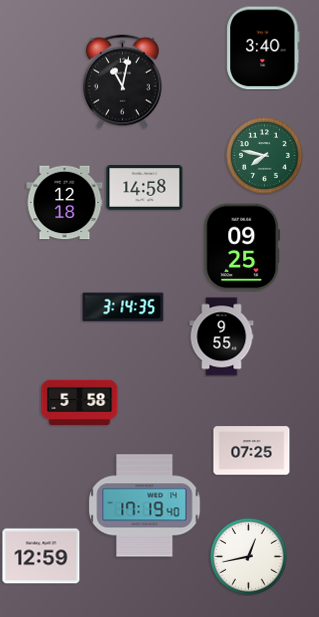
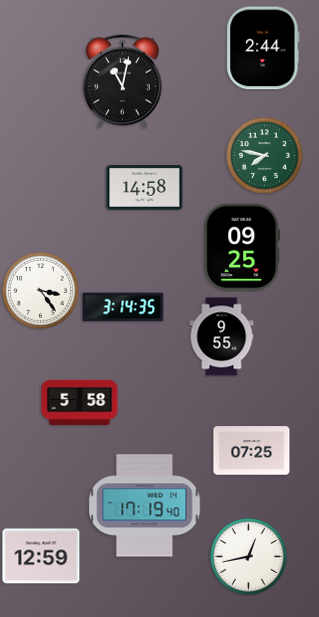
clock at (263, 48): 3:40 -> 2:44
clock at (65, 203): 12:18 -> none
clock at (41, 291): none -> 3:24
